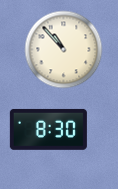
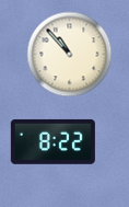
clock at (48, 129): 8:30 -> 8:22
